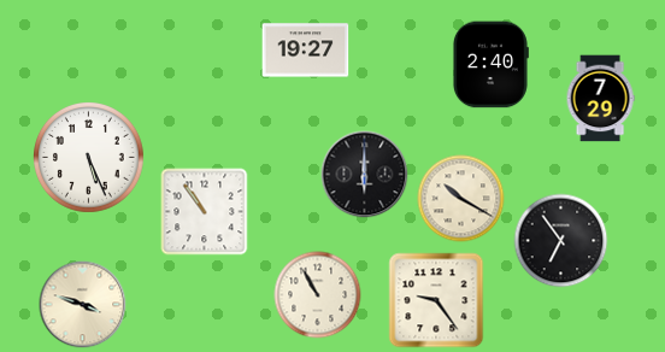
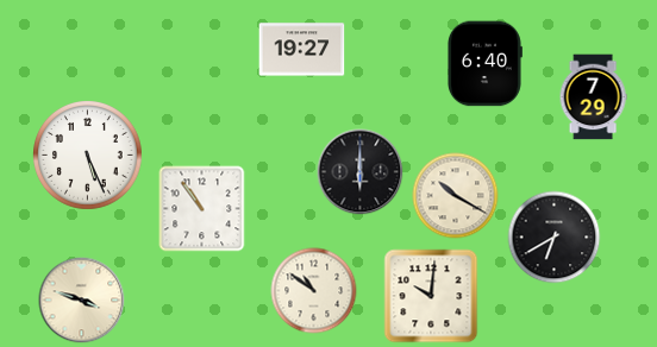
clock at (490, 65): 2:40 -> 6:40
clock at (561, 241): 6:54 -> 6:40
clock at (318, 295): 10:55 -> 10:51
clock at (436, 300): 9:24 -> 10:01
